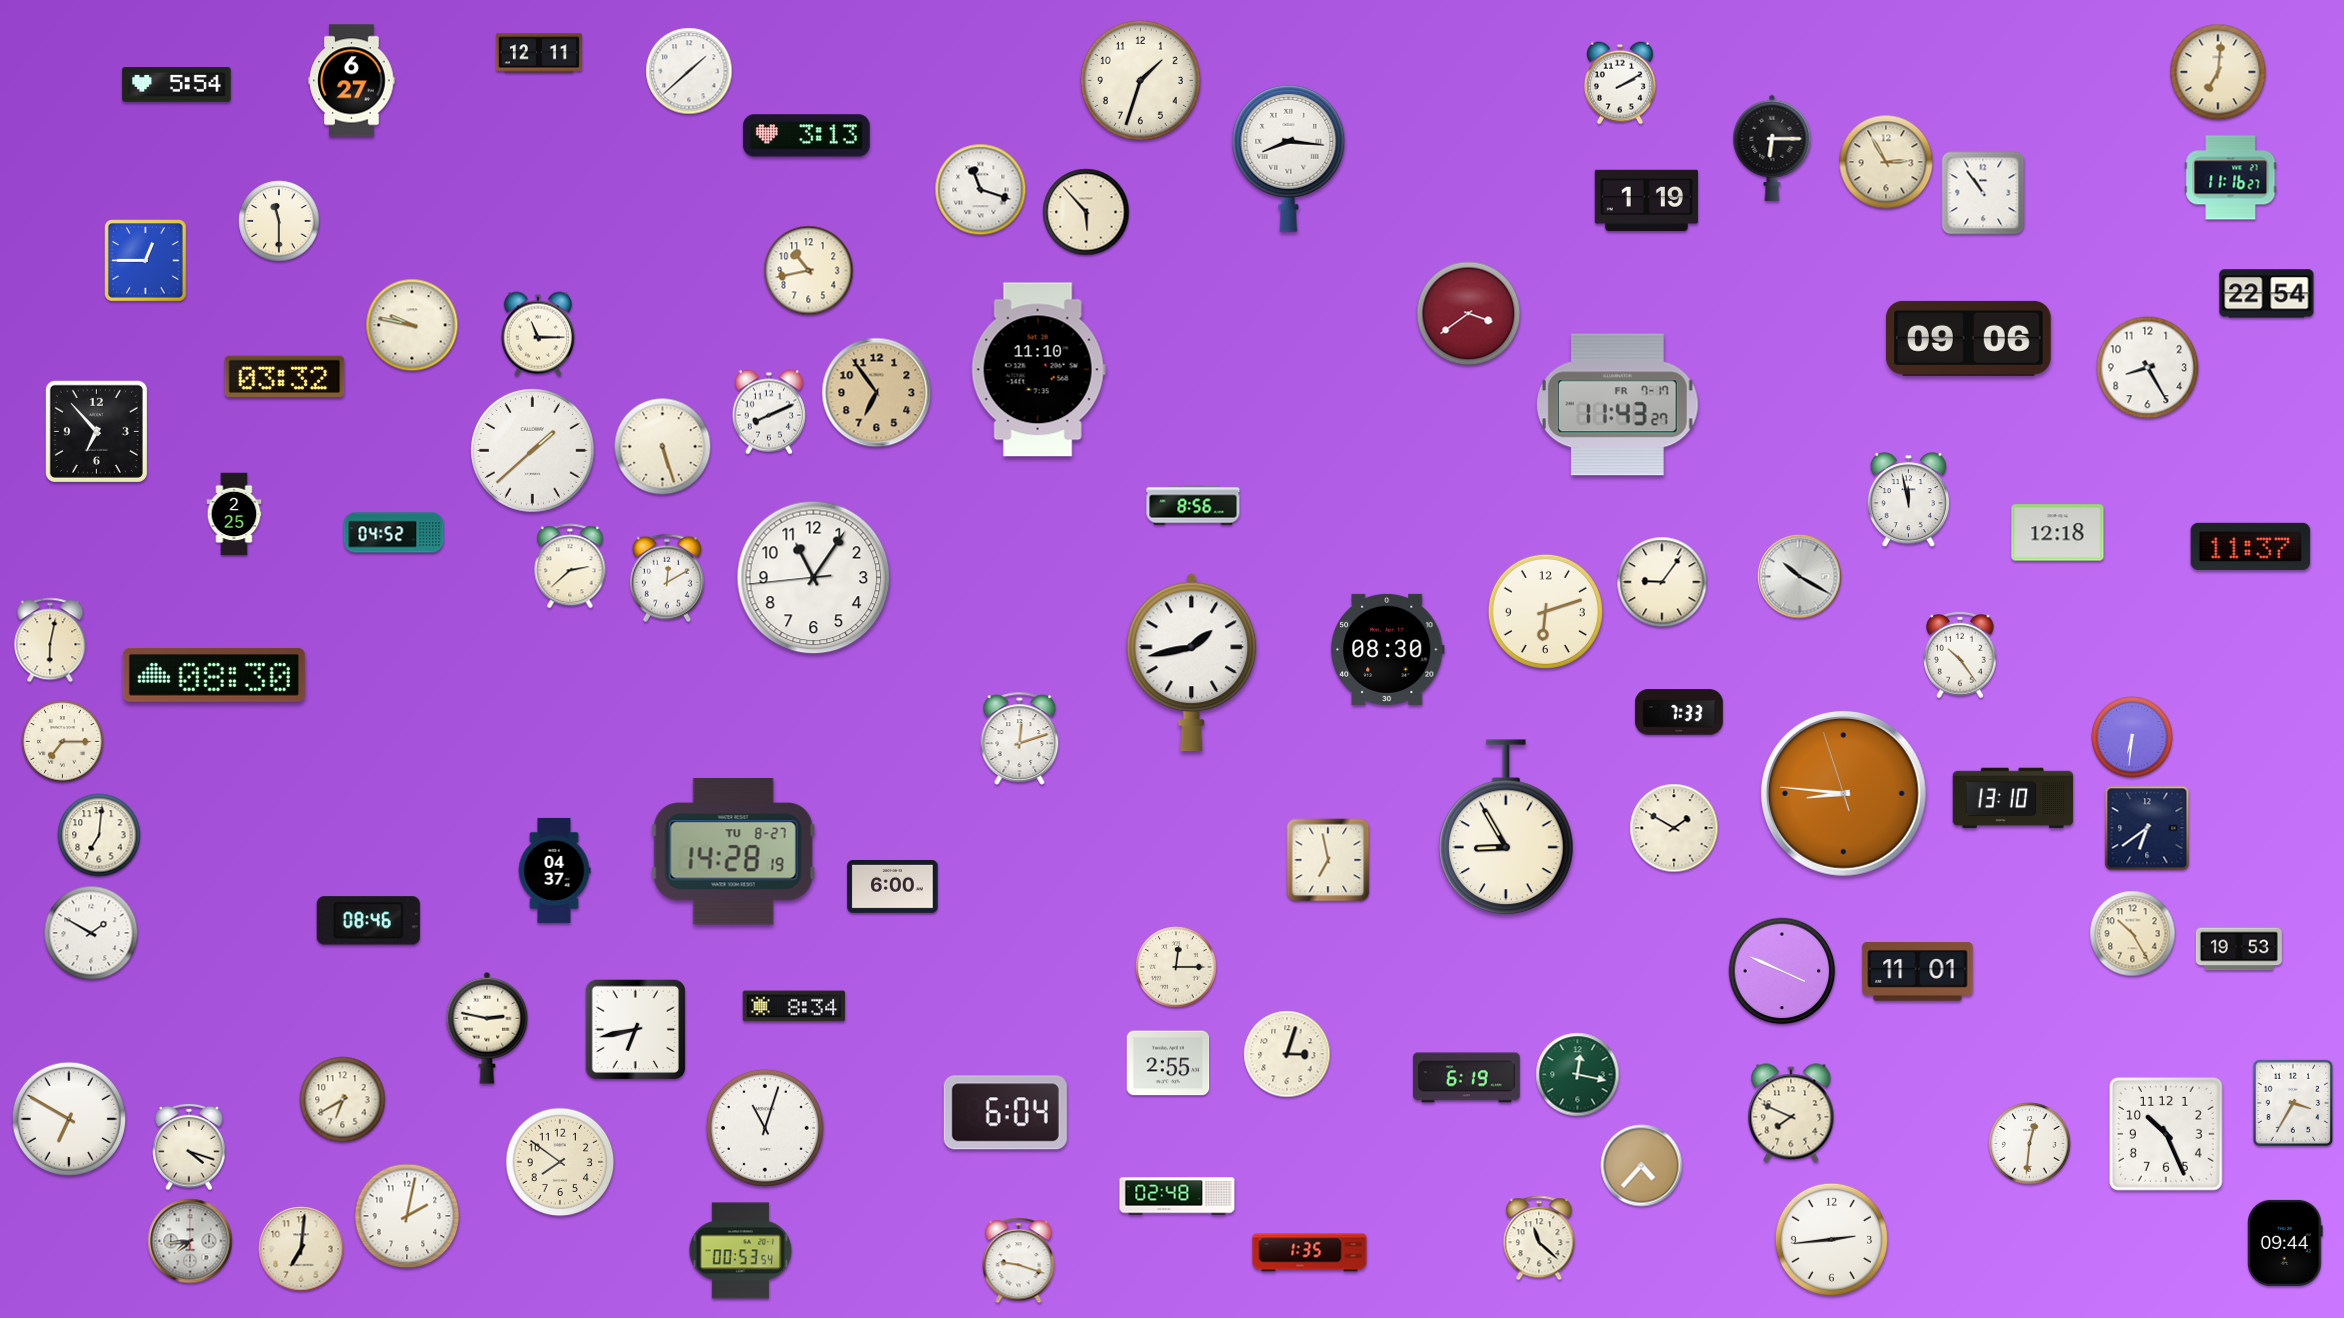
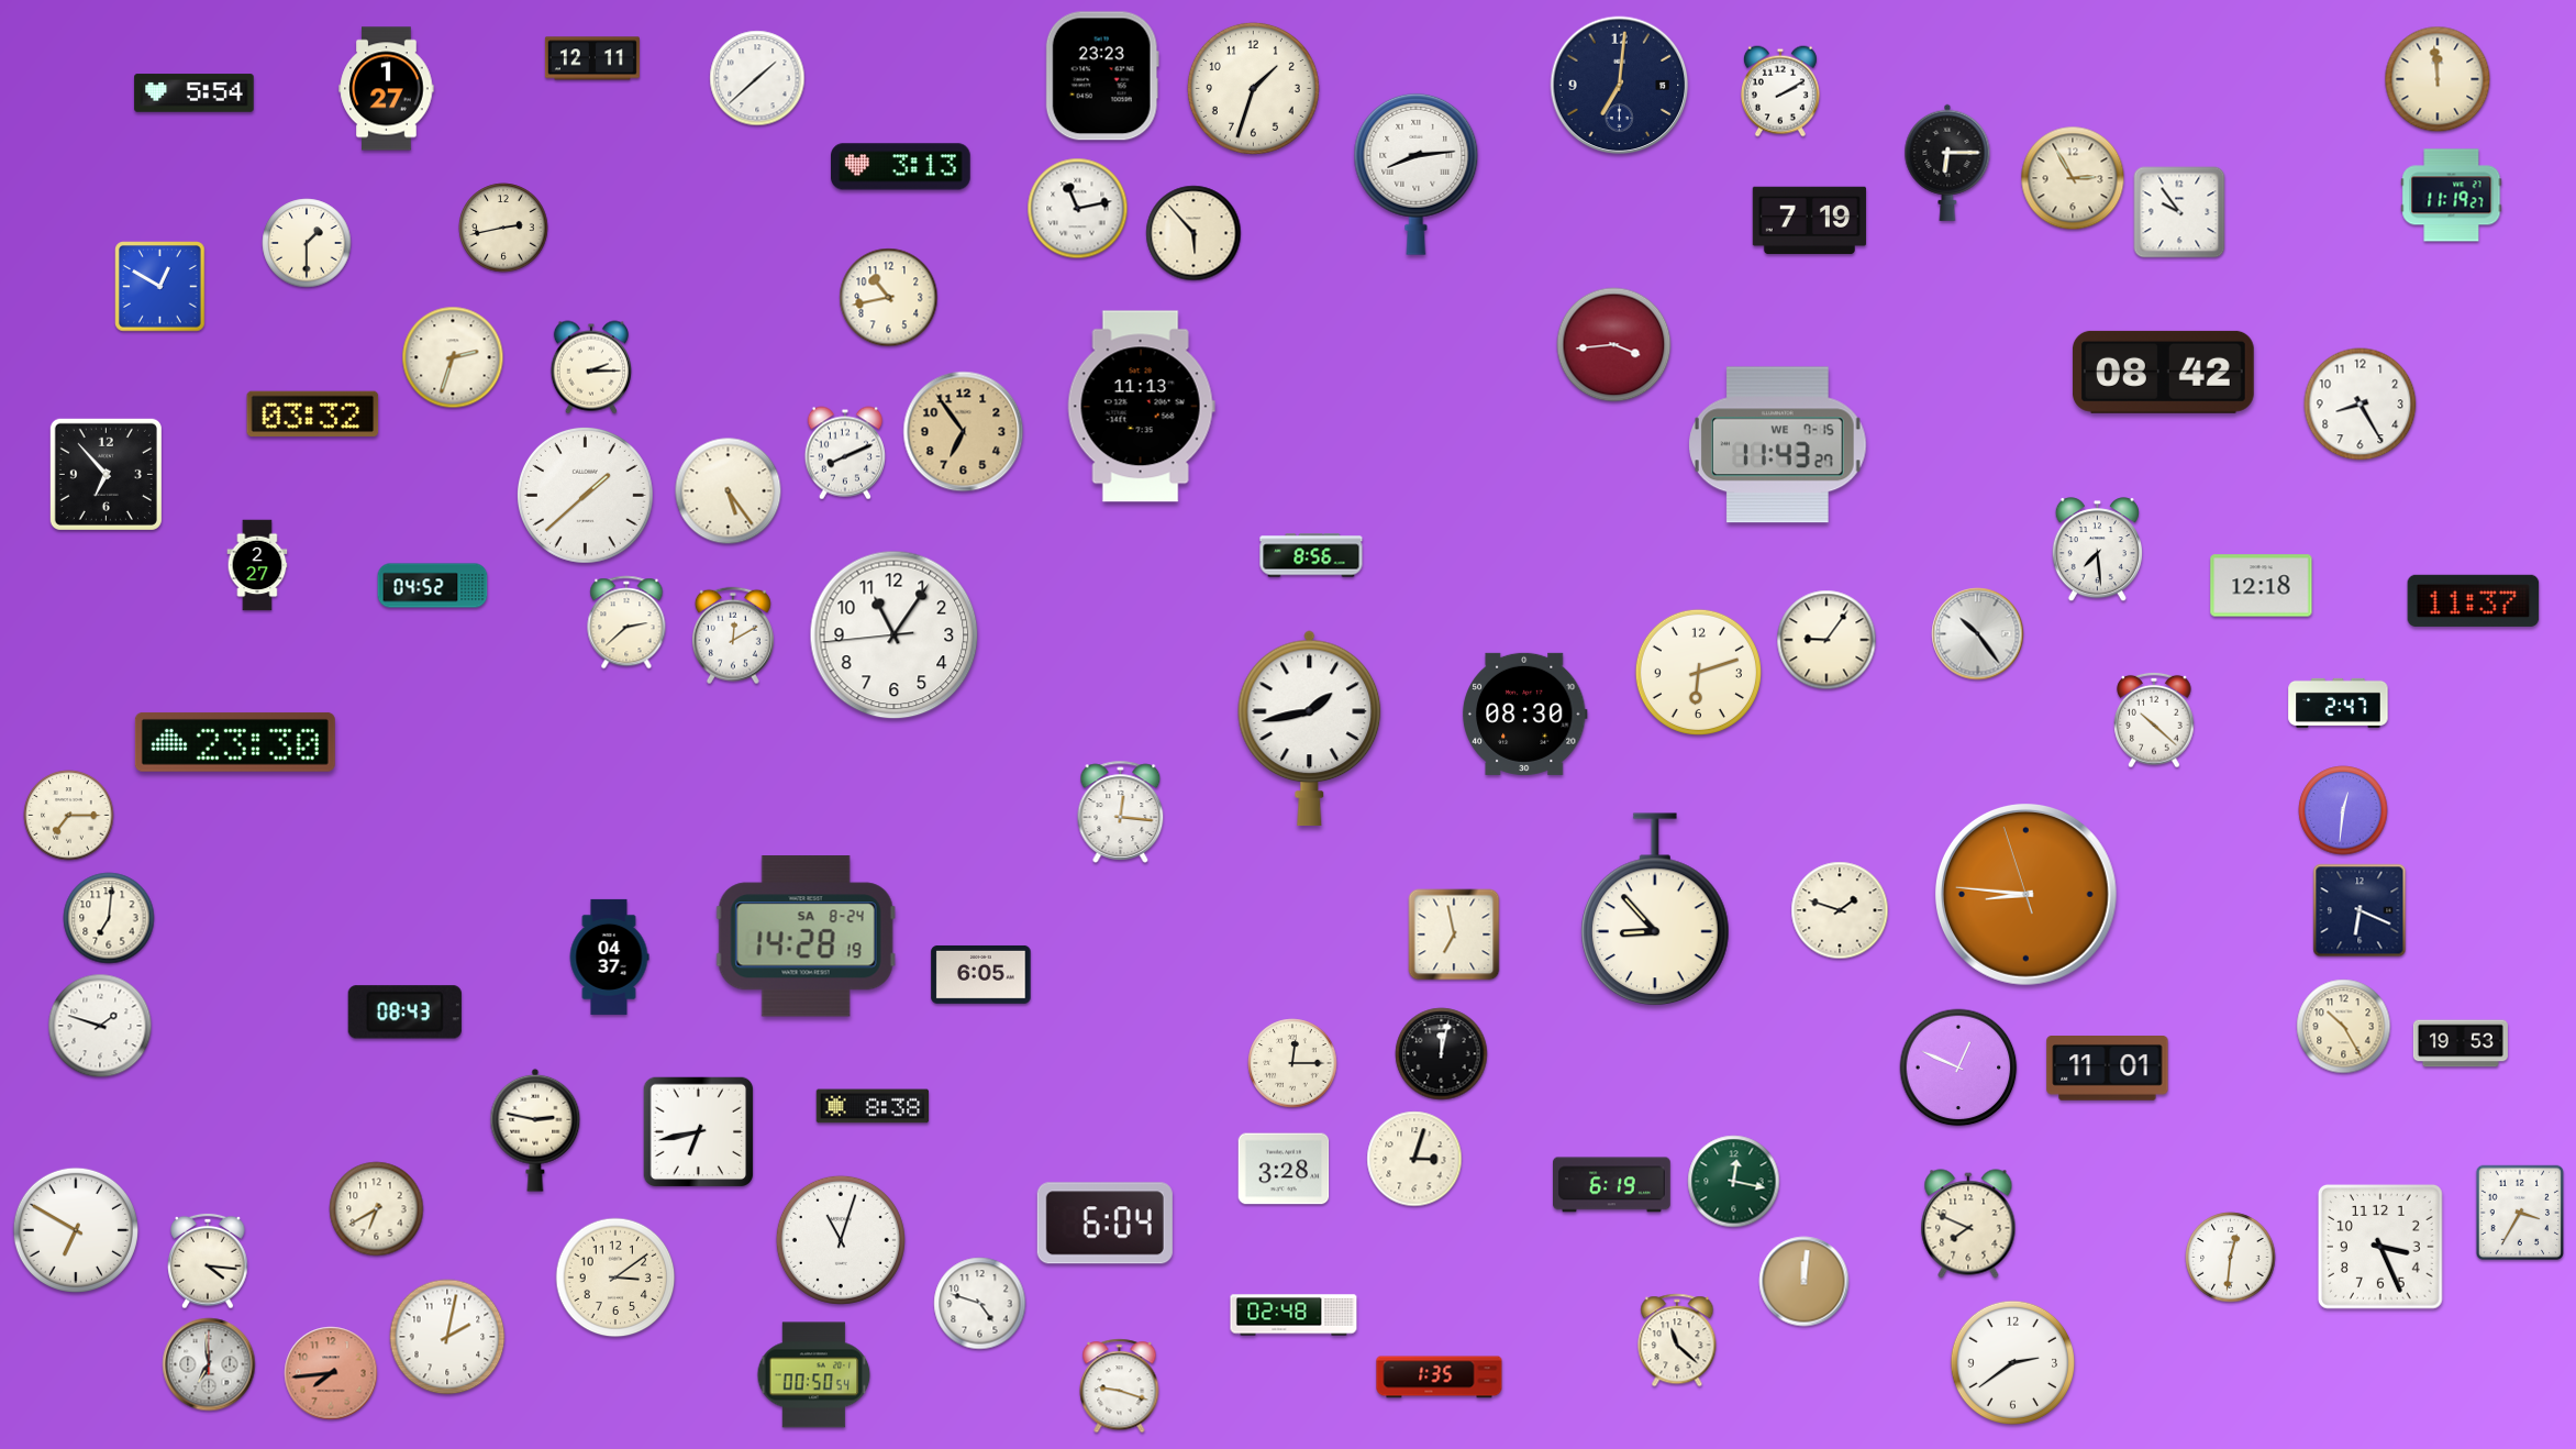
clock at (1102, 76): none -> 23:23
clock at (2218, 72): 7:01 -> 11:59
clock at (1620, 86): none -> 7:01
clock at (352, 81): 6:27 -> 1:27
clock at (807, 136) position: (807, 136) -> (901, 167)
clock at (1289, 158): 8:16 -> 8:14
clock at (2231, 178): 11:16 -> 11:19
clock at (981, 190): 11:18 -> 11:13
clock at (1983, 193): 10:54 -> 9:54
clock at (1646, 201): 1:19 -> 7:19
clock at (503, 228): none -> 2:43
clock at (279, 221): 11:30 -> 1:30
clock at (146, 261): 12:45 -> 12:50
clock at (2267, 294): 22:54 -> none
clock at (1469, 314): 3:39 -> 3:44
clock at (412, 325): 9:47 -> 2:33
clock at (538, 334): 11:15 -> 2:15
clock at (1968, 338): 09:06 -> 08:42
clock at (1038, 370): 11:10 -> 11:13
clock at (1618, 405) date: FR 7-17 -> WE 7-15
clock at (663, 447): 5:27 -> 5:24
clock at (1908, 500): 11:58 -> 7:29
clock at (234, 514): 2:25 -> 2:27
clock at (1800, 577): 10:20 -> 10:24
clock at (2339, 703): none -> 2:47
clock at (50, 640): 6:02 -> none
clock at (1960, 655): 10:24 -> 10:22
clock at (214, 675): 08:30 -> 23:30
clock at (1680, 712): 7:33 -> none
clock at (2132, 737): 6:31 -> 12:31
clock at (1020, 738): 12:12 -> 12:16
clock at (1843, 793) position: (1843, 793) -> (2025, 894)
clock at (2013, 798): 13:10 -> none
clock at (1506, 828): 8:55 -> 8:53
clock at (1674, 828): 1:50 -> 1:48
clock at (2147, 828): 6:39 -> 6:19
clock at (733, 852) date: TU 8-27 -> SA 8-24
clock at (1328, 860) position: (1328, 860) -> (1454, 934)
clock at (893, 886): 6:00 -> 6:05
clock at (368, 921): 08:46 -> 08:43
clock at (91, 933): 1:50 -> 1:48
clock at (1442, 1054): none -> 12:02
clock at (1782, 971): 3:49 -> 12:49
clock at (794, 1006): 8:34 -> 8:38
clock at (1168, 1063): 2:55 -> 3:28
clock at (2166, 1134): 10:26 -> 3:26
clock at (189, 1147): 4:18 -> 4:16
clock at (560, 1162): 7:51 -> 3:09
clock at (1642, 1166): 4:37 -> 12:01
clock at (980, 1304): none -> 4:48
clock at (1539, 1238) position: (1539, 1238) -> (1677, 1340)
clock at (1831, 1239): 2:44 -> 2:39
clock at (190, 1241): 7:44 -> 6:59
clock at (2286, 1243): 09:44 -> none
clock at (301, 1249): 7:01 -> 7:44
clock at (301, 1249) dial: cream -> salmon
clock at (741, 1251): 00:53 -> 00:50
